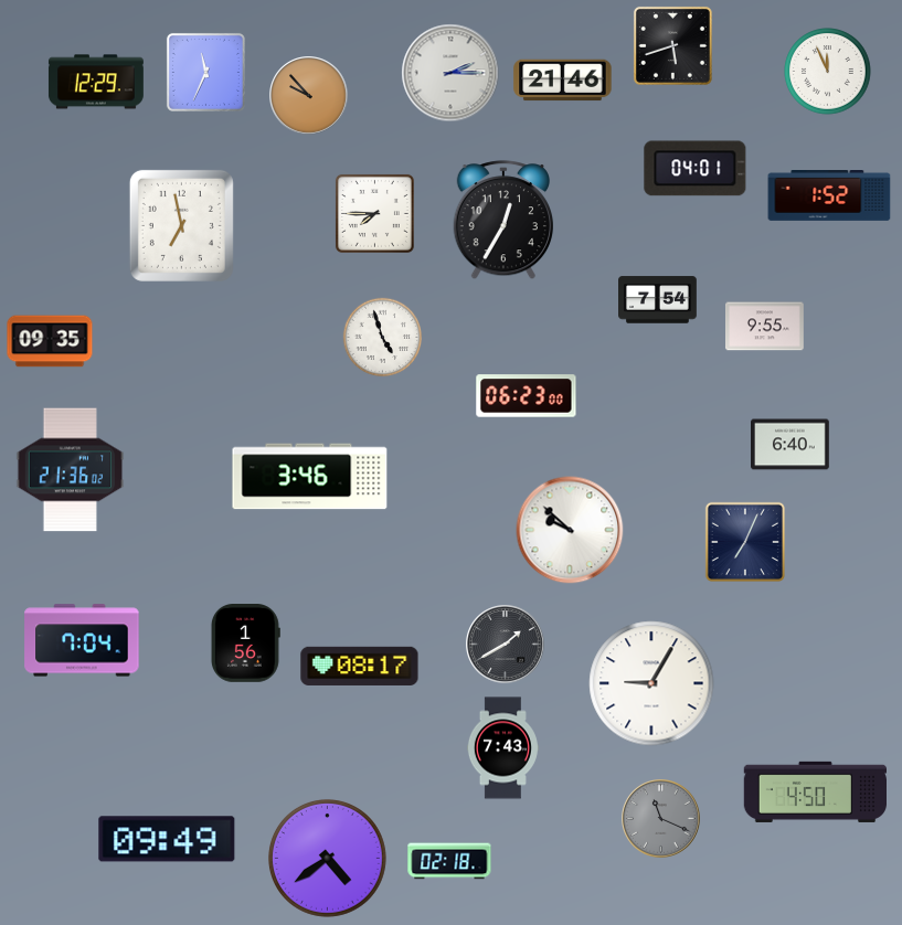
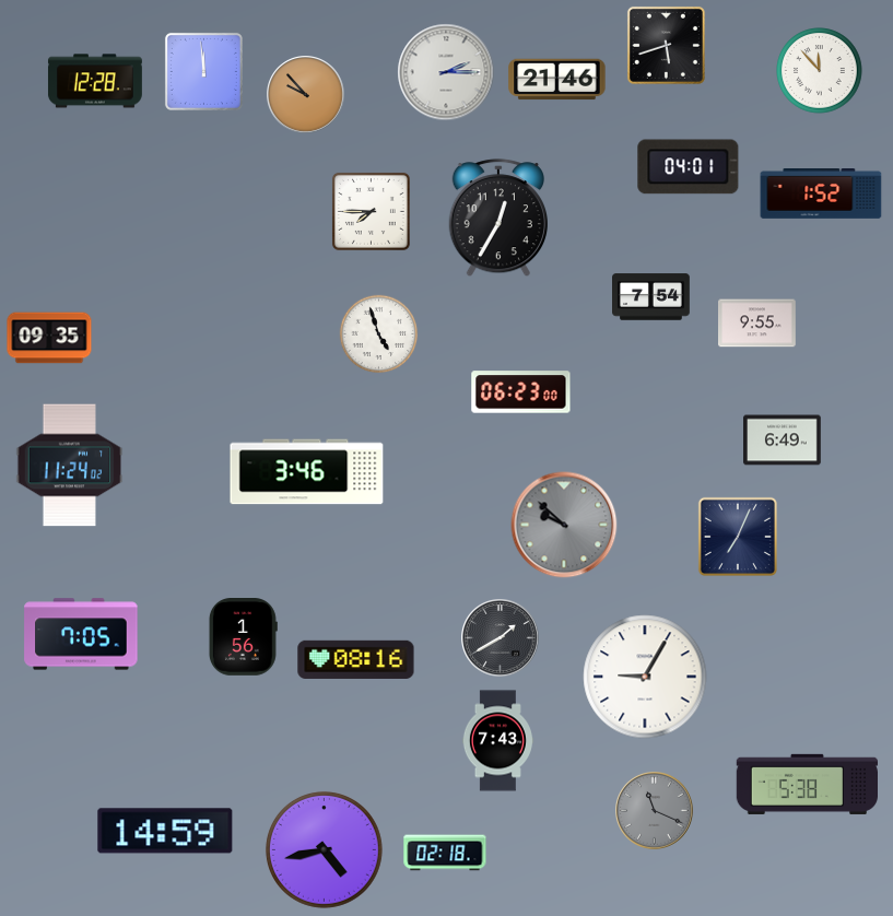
clock at (205, 72): 11:34 -> 11:59
clock at (828, 72): 11:56 -> 11:53
clock at (96, 82): 12:29 -> 12:28
clock at (181, 225): 6:58 -> none
clock at (790, 445): 6:40 -> 6:49
clock at (71, 470): 21:36 -> 11:24
clock at (570, 530) dial: white -> grey
clock at (82, 640): 7:04 -> 7:05
clock at (360, 666): 08:17 -> 08:16
clock at (816, 791): 4:50 -> 5:38
clock at (167, 839): 09:49 -> 14:59
clock at (327, 858): 4:39 -> 4:43
